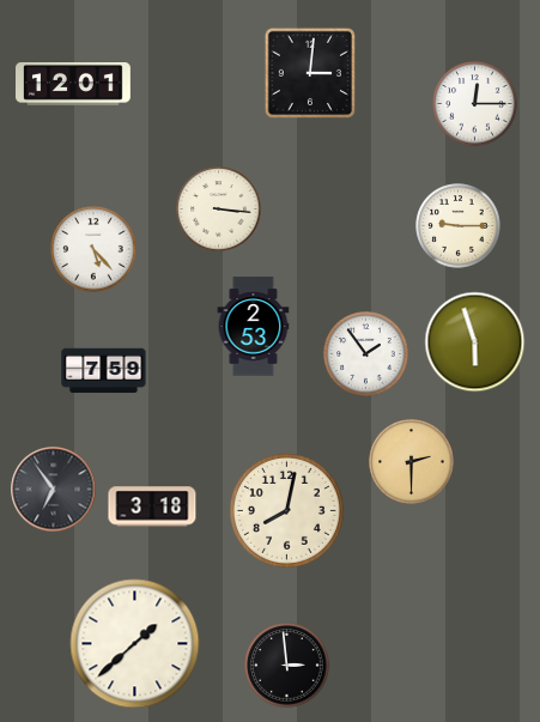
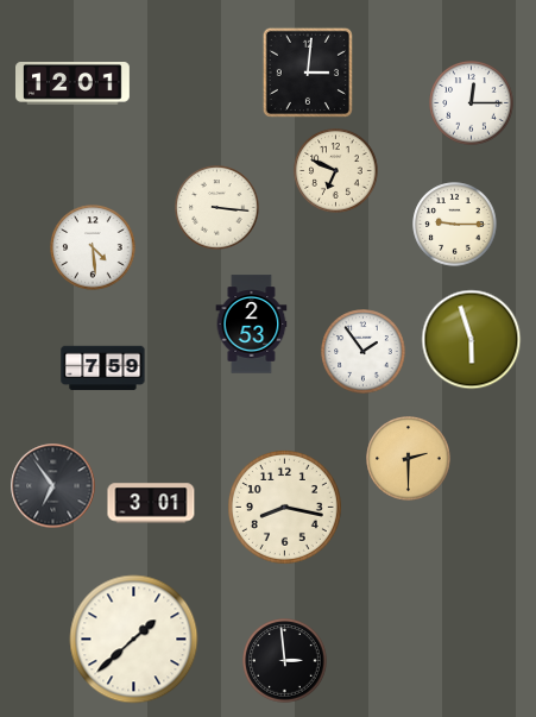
clock at (336, 171): none -> 6:49
clock at (93, 249): 5:23 -> 4:29
clock at (152, 506): 3:18 -> 3:01
clock at (286, 510): 8:02 -> 8:17
